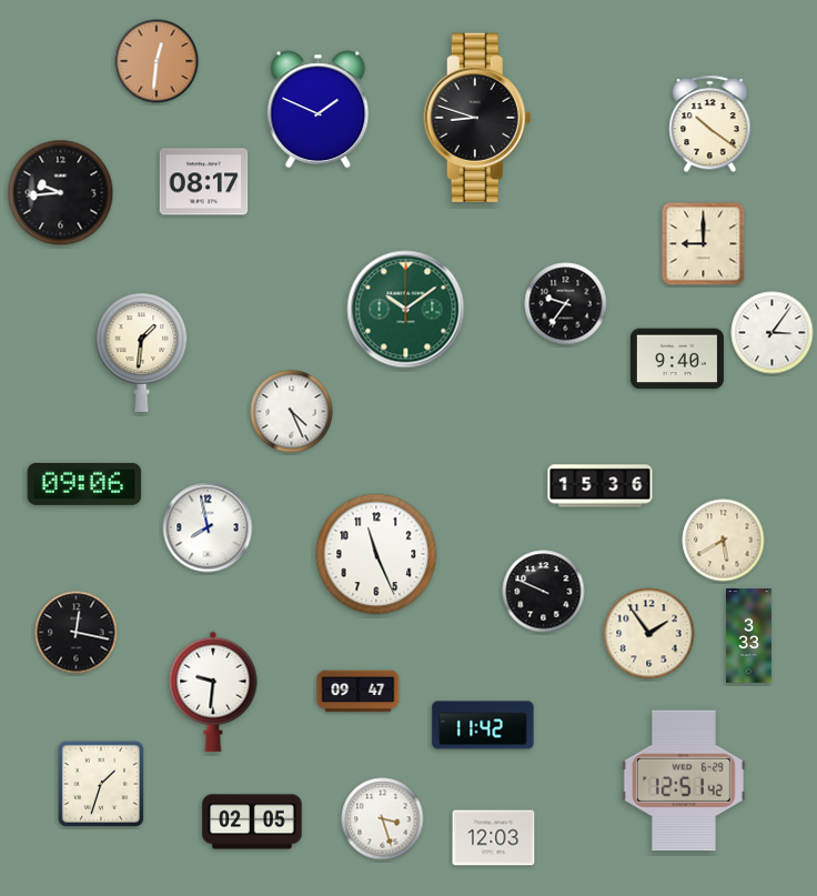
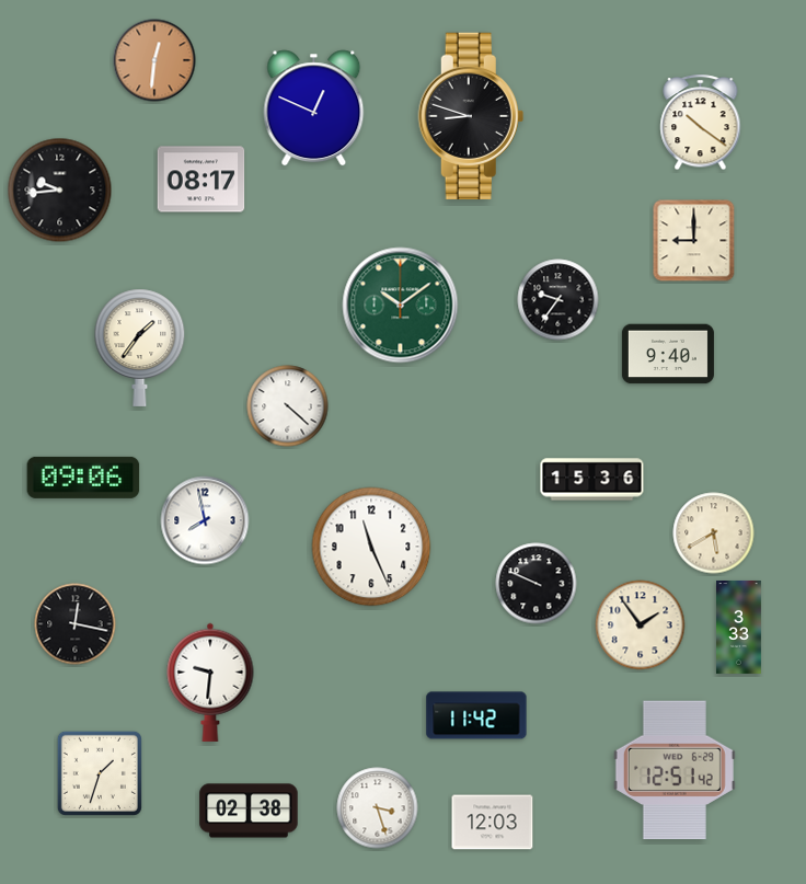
clock at (319, 110): 1:49 -> 12:49
clock at (773, 333): 3:06 -> none
clock at (142, 352): 1:31 -> 1:36
clock at (292, 412): 4:26 -> 4:22
clock at (359, 692): 09:47 -> none
clock at (252, 822): 02:05 -> 02:38
clock at (494, 838) position: (494, 838) -> (493, 823)
